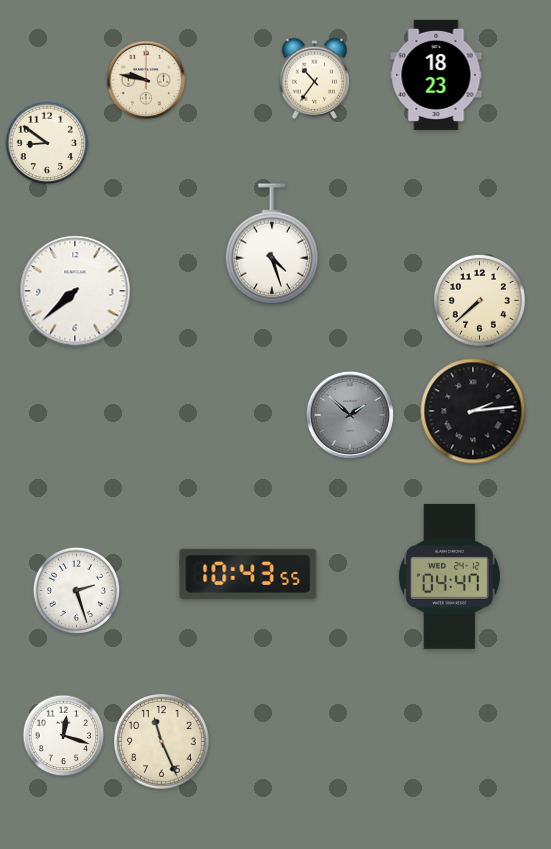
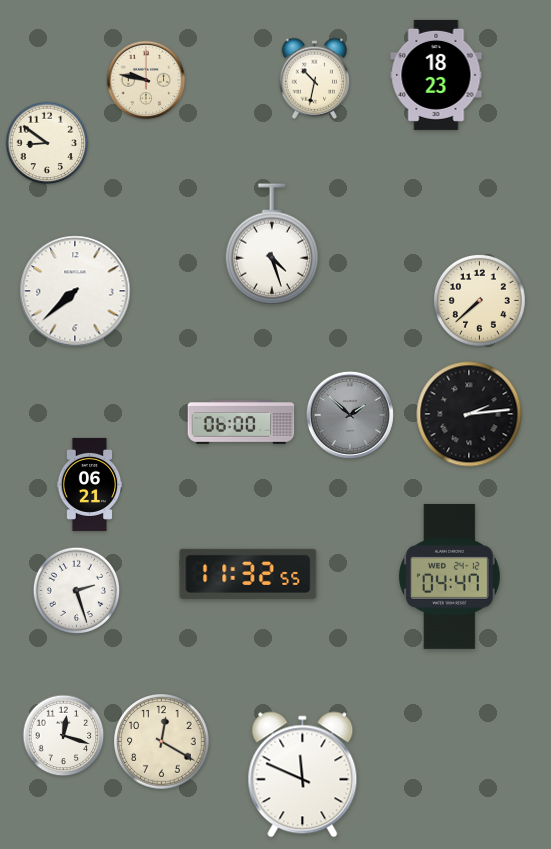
clock at (315, 78): 10:36 -> 10:32
clock at (473, 411) position: (473, 411) -> (469, 414)
clock at (241, 422): none -> 06:00
clock at (90, 484): none -> 06:21
clock at (248, 574): 10:43 -> 11:32
clock at (162, 742): 11:26 -> 12:20
clock at (303, 775): none -> 11:49
